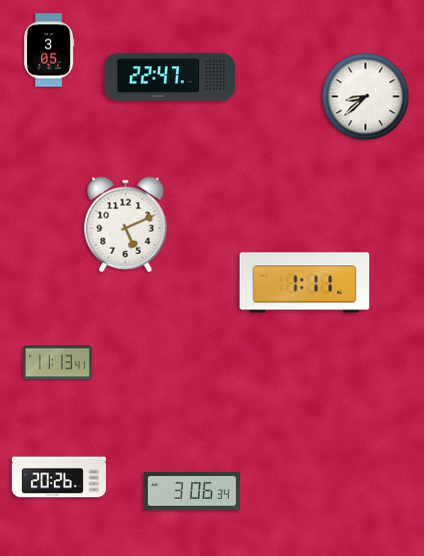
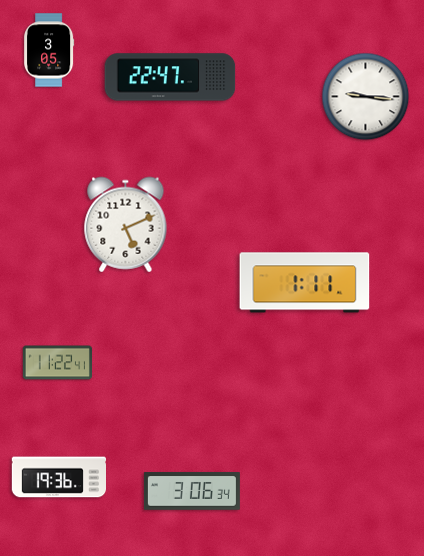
clock at (366, 97): 8:38 -> 9:16
clock at (57, 363): 11:13 -> 11:22
clock at (58, 477): 20:26 -> 19:36
